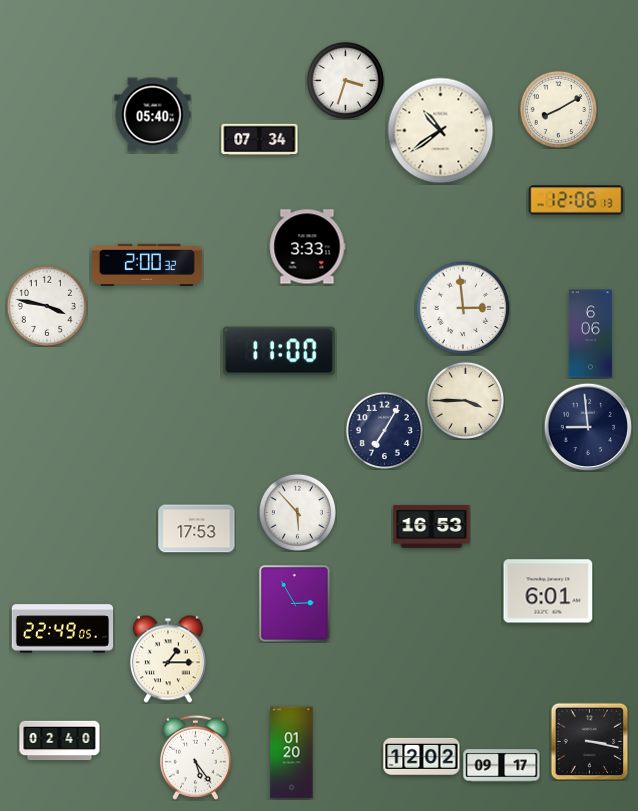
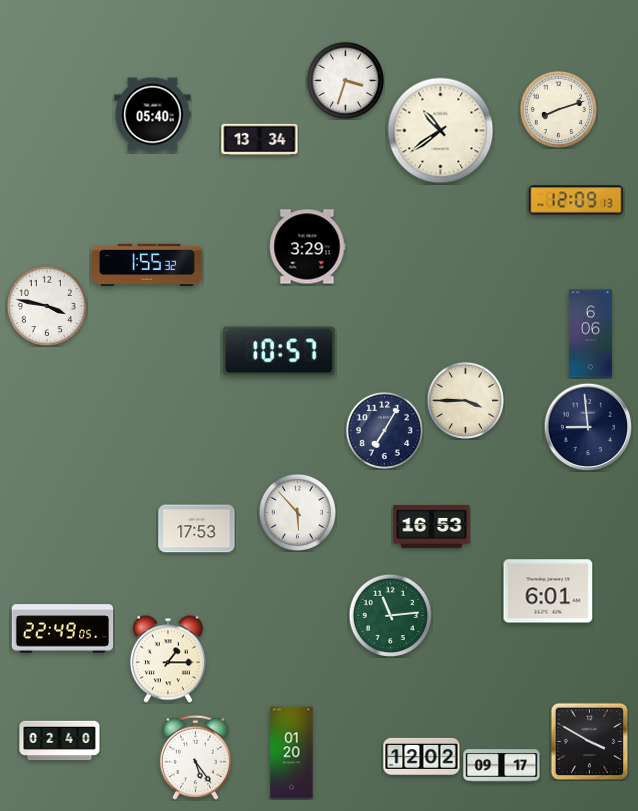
clock at (558, 109): 8:10 -> 8:12
clock at (260, 140): 07:34 -> 13:34
clock at (576, 200): 12:06 -> 12:09
clock at (307, 247): 3:33 -> 3:29
clock at (147, 265): 2:00 -> 1:55
clock at (463, 308): 2:59 -> none
clock at (280, 351): 11:00 -> 10:57
clock at (295, 604): 2:55 -> none
clock at (390, 615): none -> 11:14
clock at (589, 741): 3:17 -> 3:50
